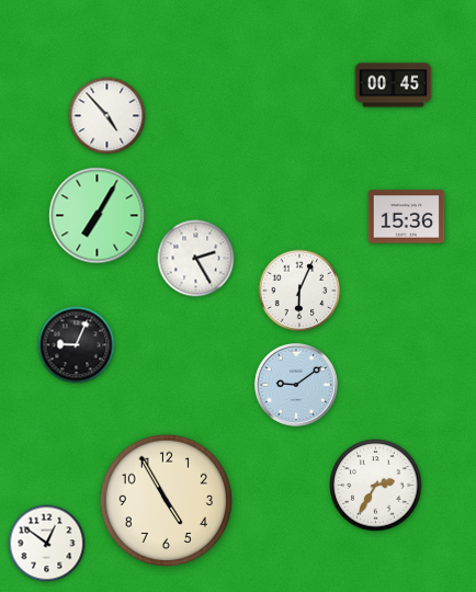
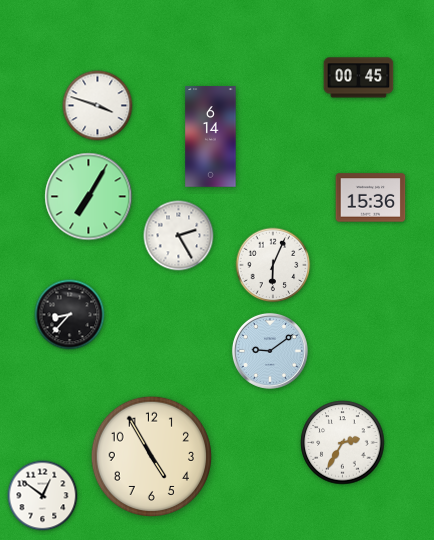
clock at (107, 116): 4:53 -> 3:48
clock at (211, 137): none -> 6:14
clock at (77, 345): 9:04 -> 8:37
